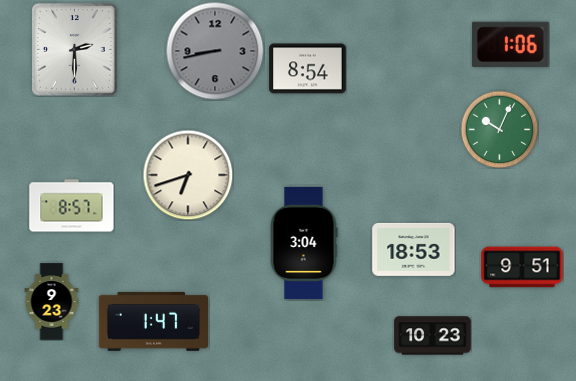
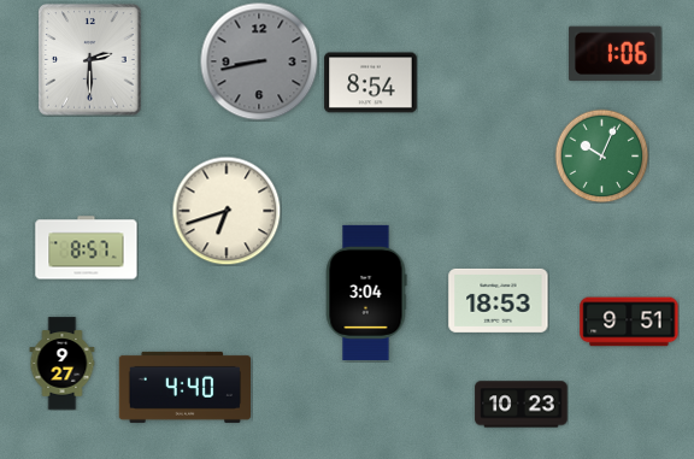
clock at (52, 302): 9:23 -> 9:27
clock at (153, 321): 1:47 -> 4:40
